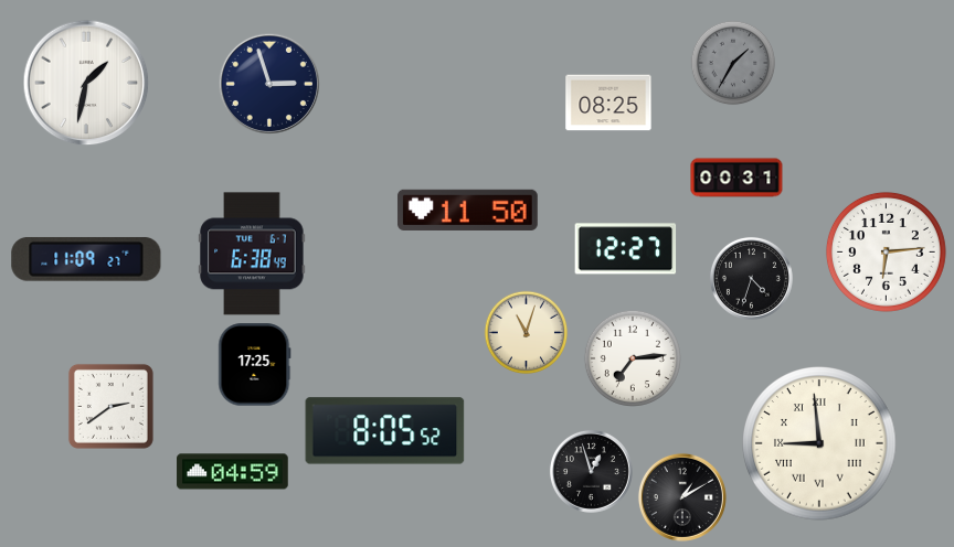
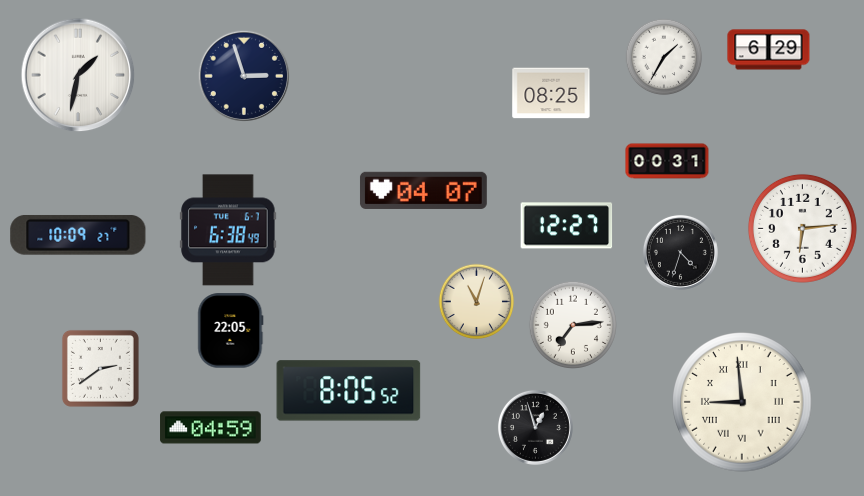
clock at (769, 50): none -> 6:29
clock at (733, 63) dial: grey -> white
clock at (467, 210): 11:50 -> 04:07
clock at (86, 259): 11:09 -> 10:09
clock at (255, 365): 17:25 -> 22:05
clock at (682, 497): 1:10 -> none
